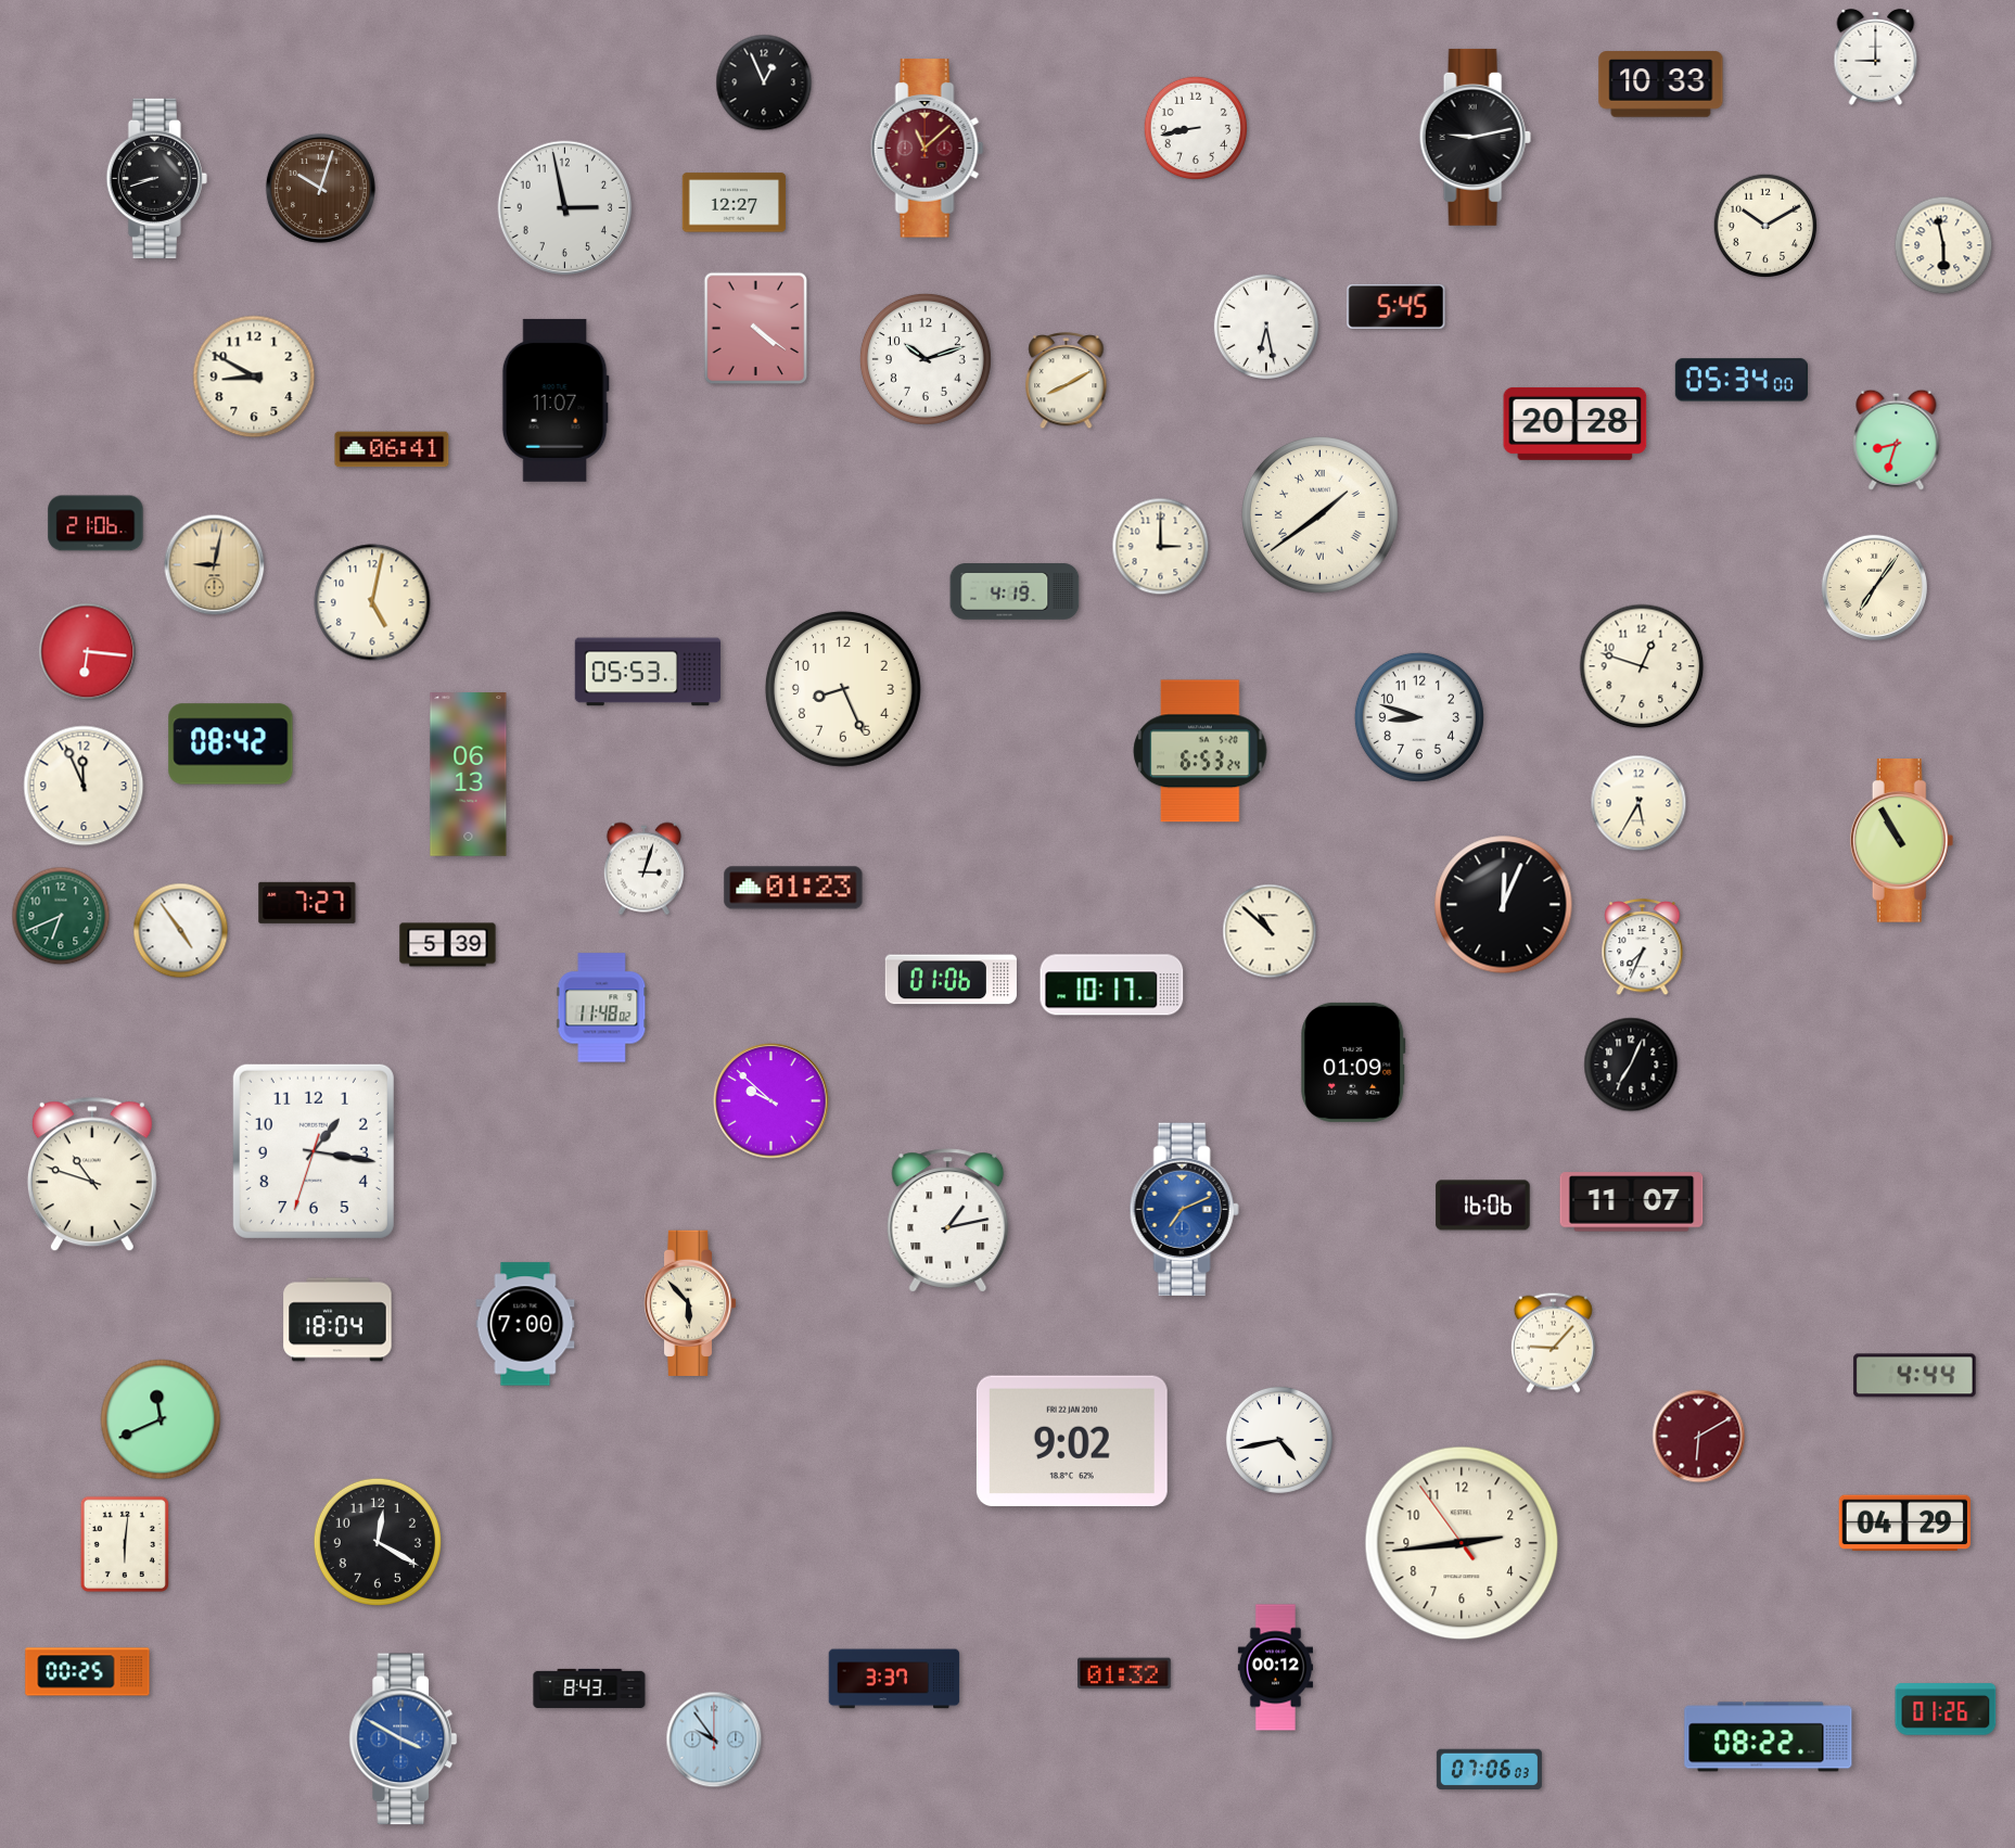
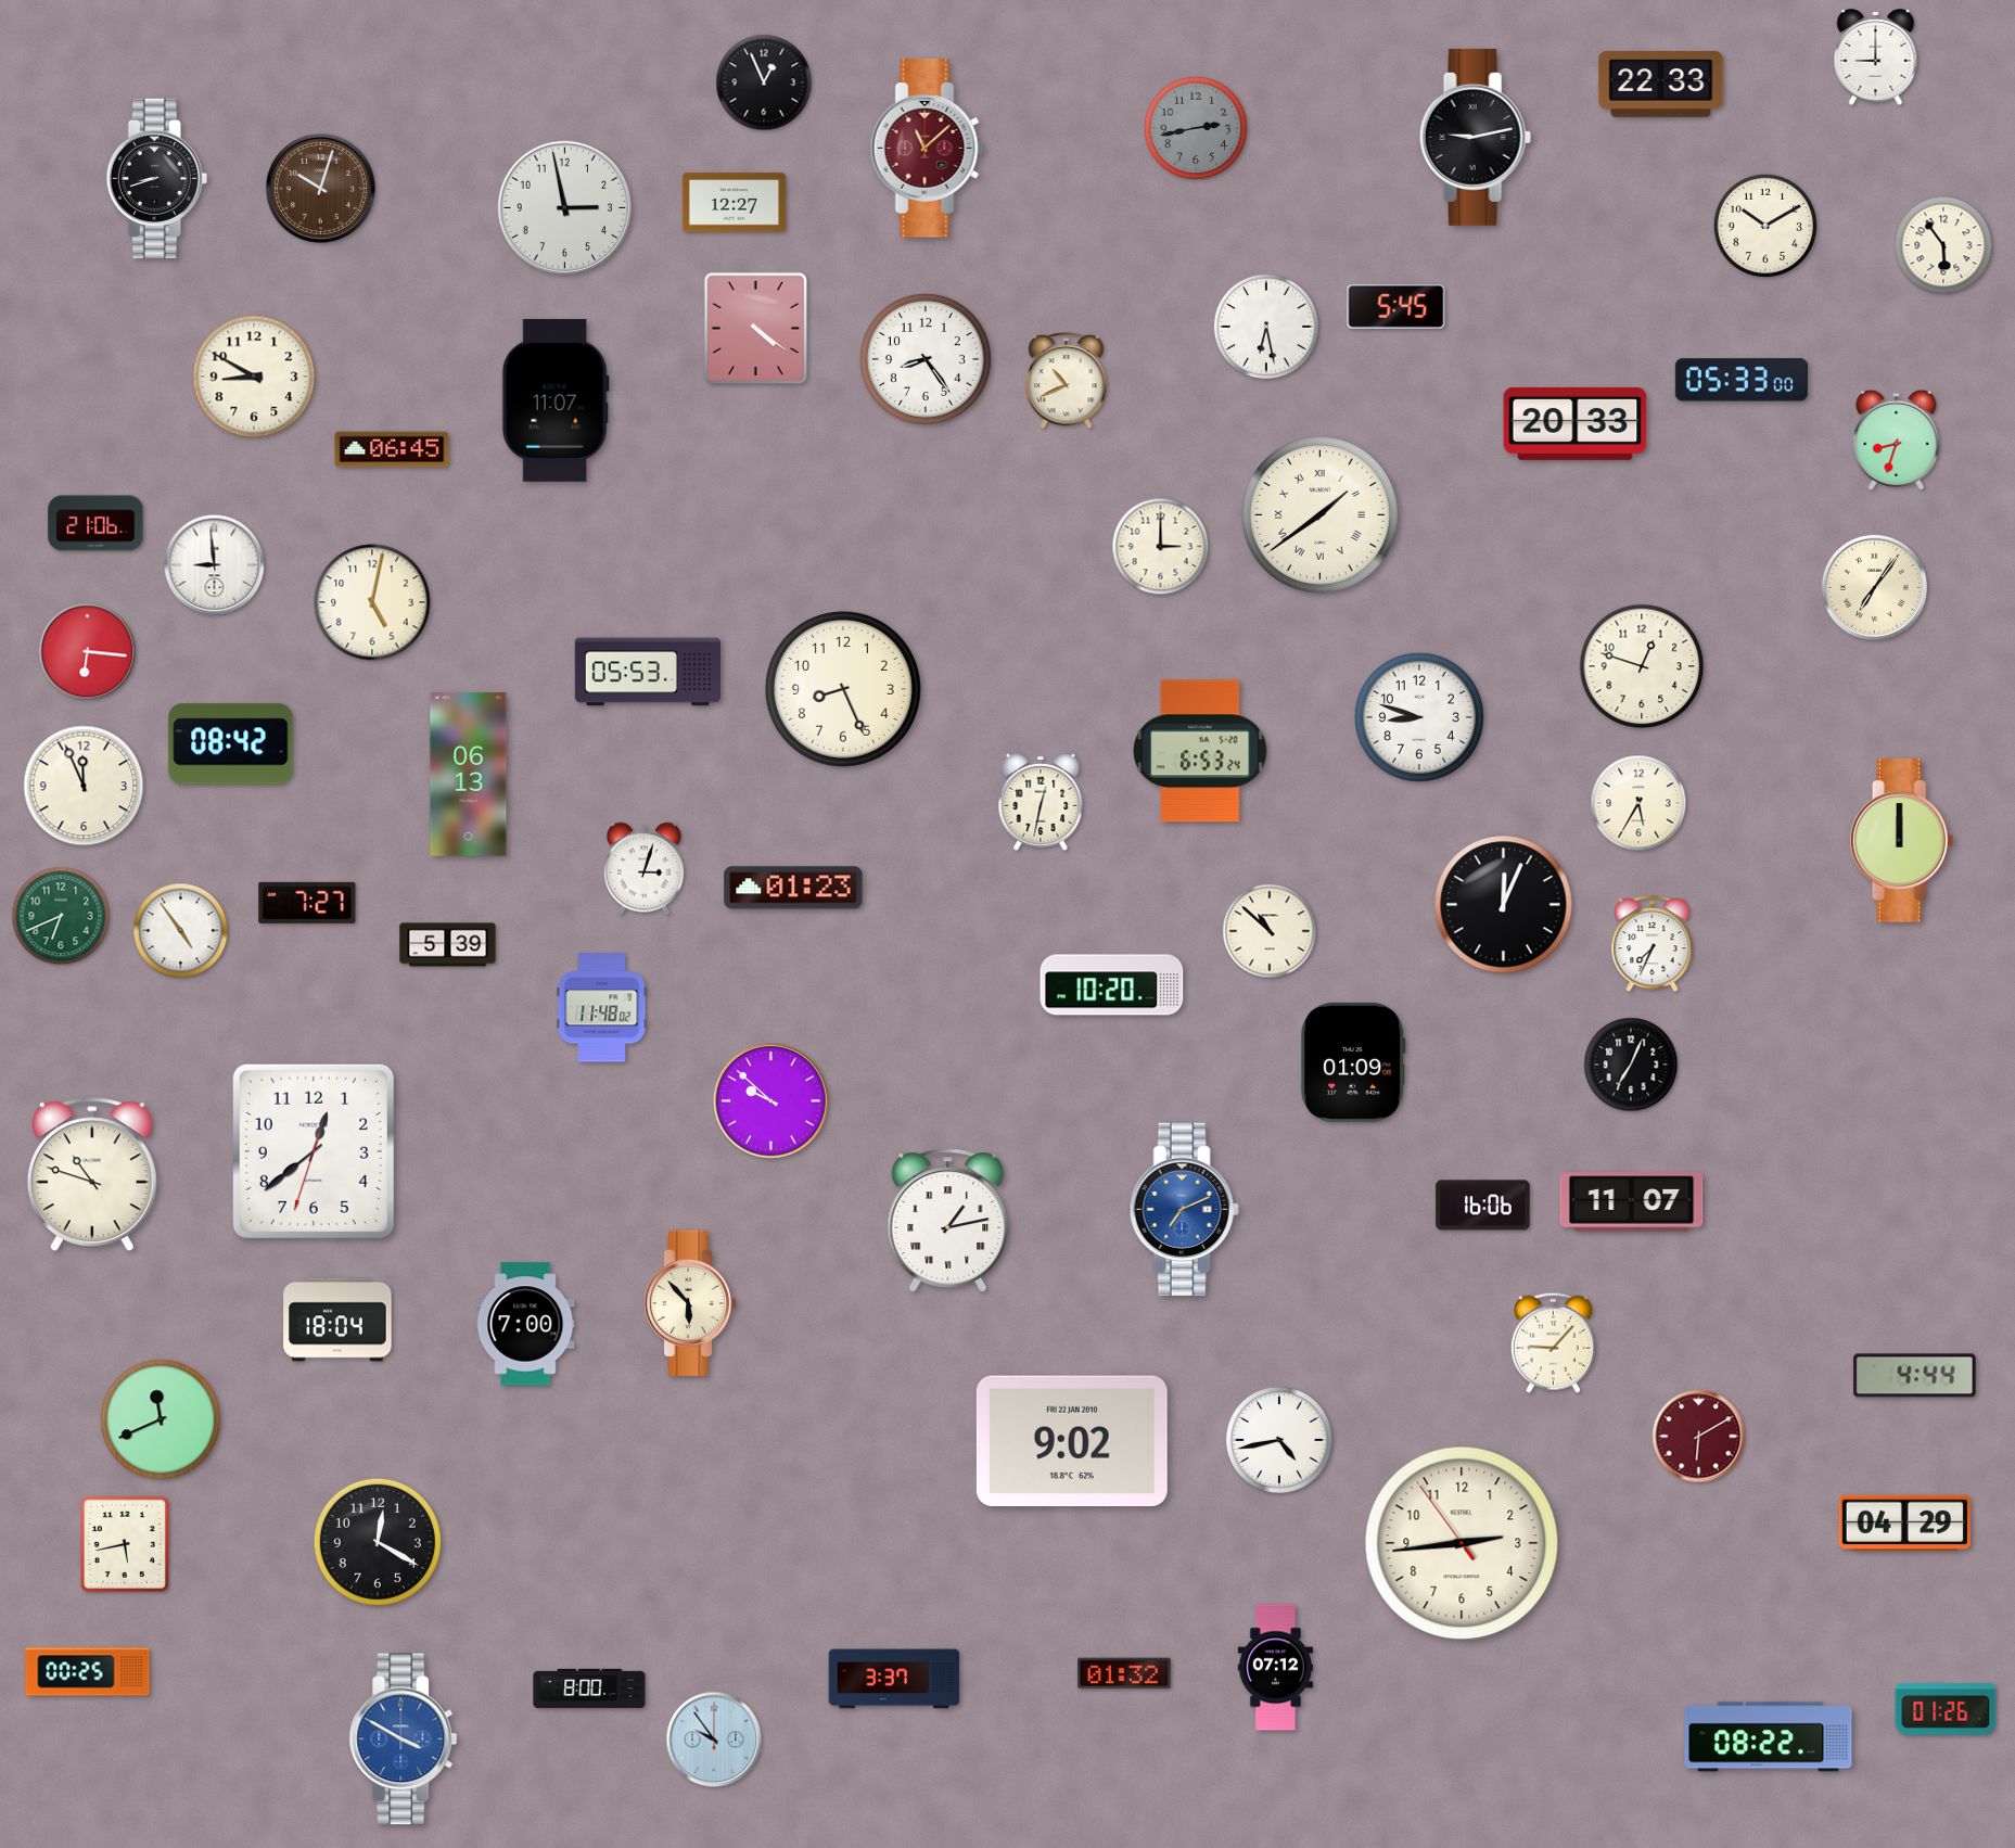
clock at (1661, 85): 10:33 -> 22:33
clock at (1196, 128): 8:43 -> 2:43
clock at (1196, 128) dial: white -> grey
clock at (1943, 245): 5:58 -> 5:54
clock at (926, 359): 10:12 -> 8:24
clock at (1742, 380): 05:34 -> 05:33
clock at (1067, 382): 8:10 -> 10:41
clock at (1576, 423): 20:28 -> 20:33
clock at (392, 449): 06:41 -> 06:45
clock at (215, 565): 9:02 -> 8:59
clock at (215, 565) dial: champagne -> white
clock at (1015, 591): 4:19 -> none
clock at (1041, 802): none -> 12:32
clock at (1902, 841): 10:55 -> 12:00
clock at (1643, 948) position: (1643, 948) -> (1653, 945)
clock at (951, 980): 01:06 -> none
clock at (1112, 985): 10:17 -> 10:20
clock at (314, 1151): 1:16 -> 12:38
clock at (125, 1544): 6:01 -> 5:43
clock at (1275, 1668): 00:12 -> 07:12
clock at (589, 1687): 8:43 -> 8:00
clock at (1489, 1769): 07:06 -> none
